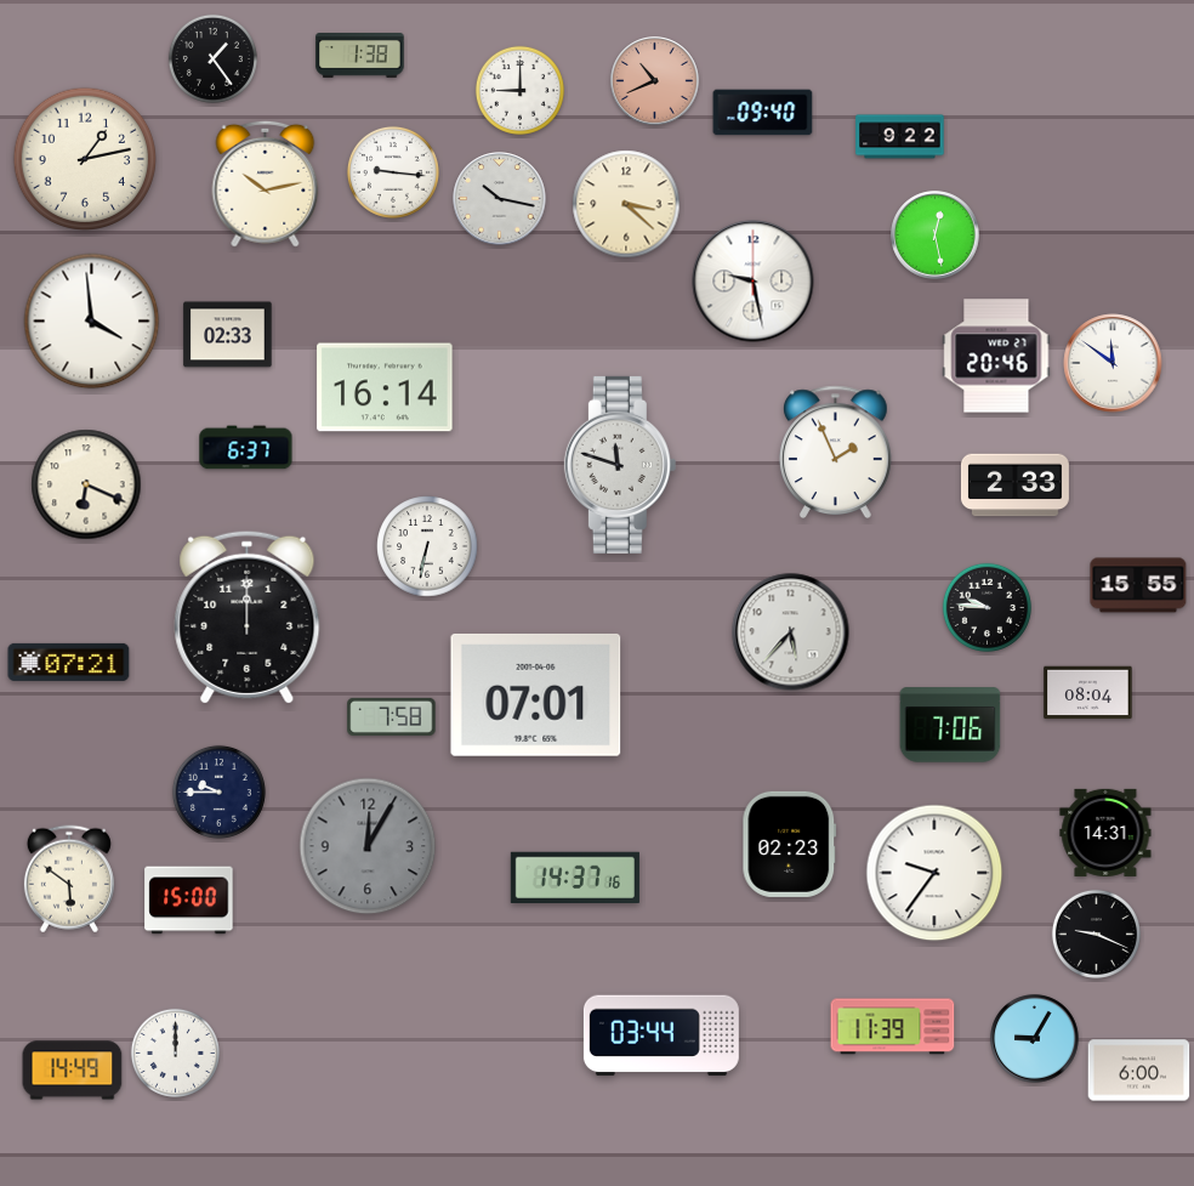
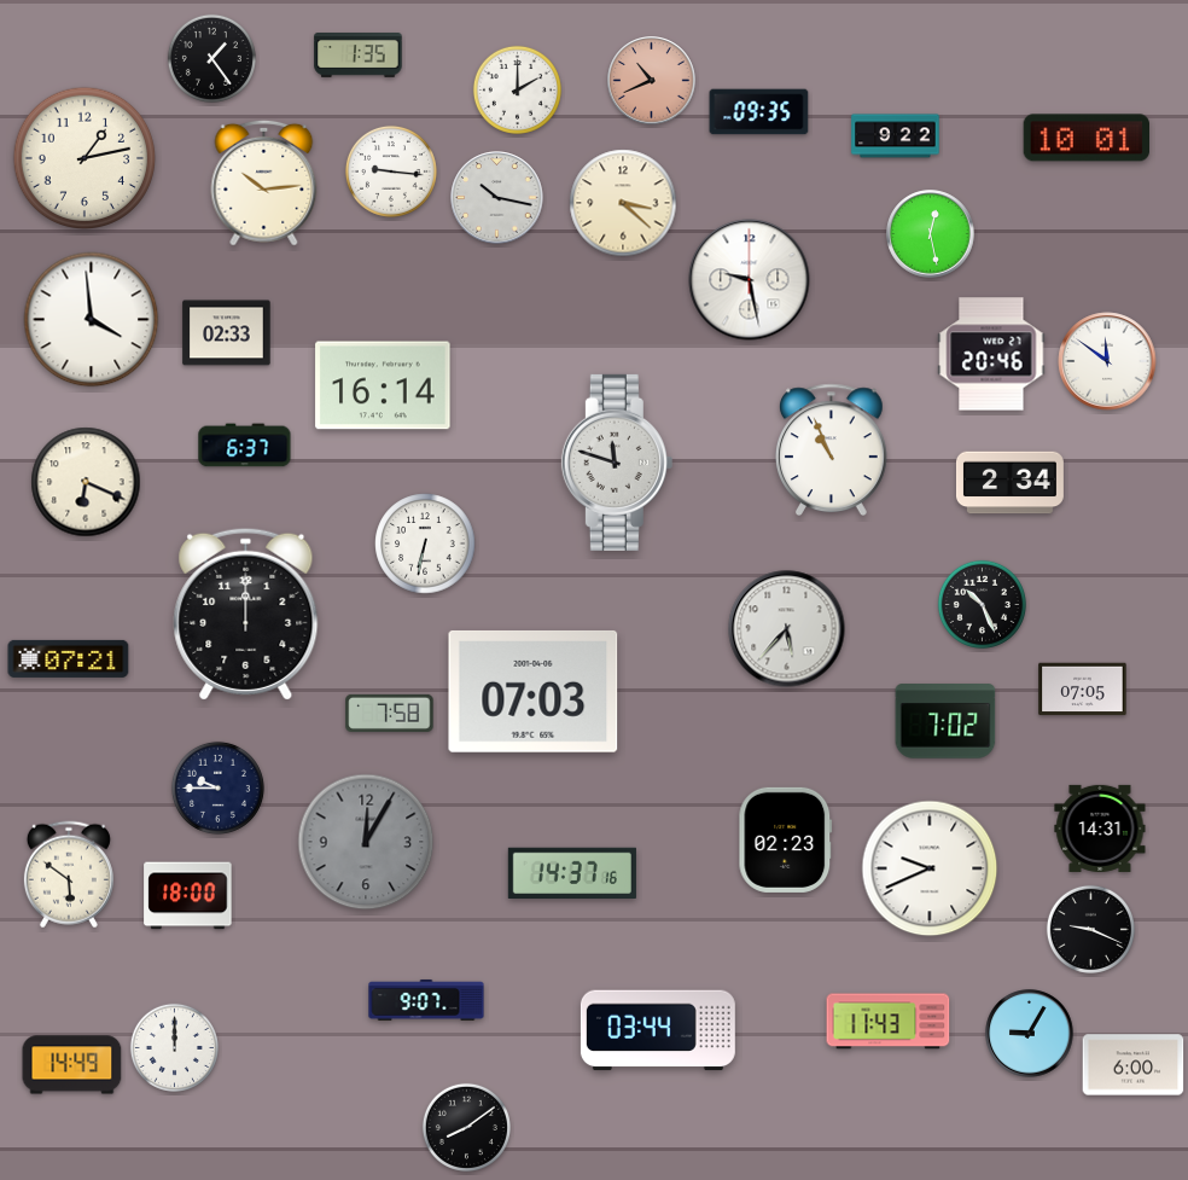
clock at (360, 56): 1:38 -> 1:35
clock at (519, 90): 9:00 -> 2:00
clock at (763, 113): 09:40 -> 09:35
clock at (1087, 138): none -> 10:01
clock at (266, 183): 10:13 -> 10:14
clock at (836, 452): 1:56 -> 10:56
clock at (1014, 486): 2:33 -> 2:34
clock at (1138, 585): 15:55 -> none
clock at (987, 607): 9:46 -> 10:26
clock at (1088, 693): 08:04 -> 07:05
clock at (536, 694): 07:01 -> 07:03
clock at (950, 725): 7:06 -> 7:02
clock at (934, 873): 9:36 -> 9:41
clock at (189, 901): 15:00 -> 18:00
clock at (426, 1000): none -> 9:07
clock at (893, 1027): 11:39 -> 11:43
clock at (466, 1127): none -> 8:09
